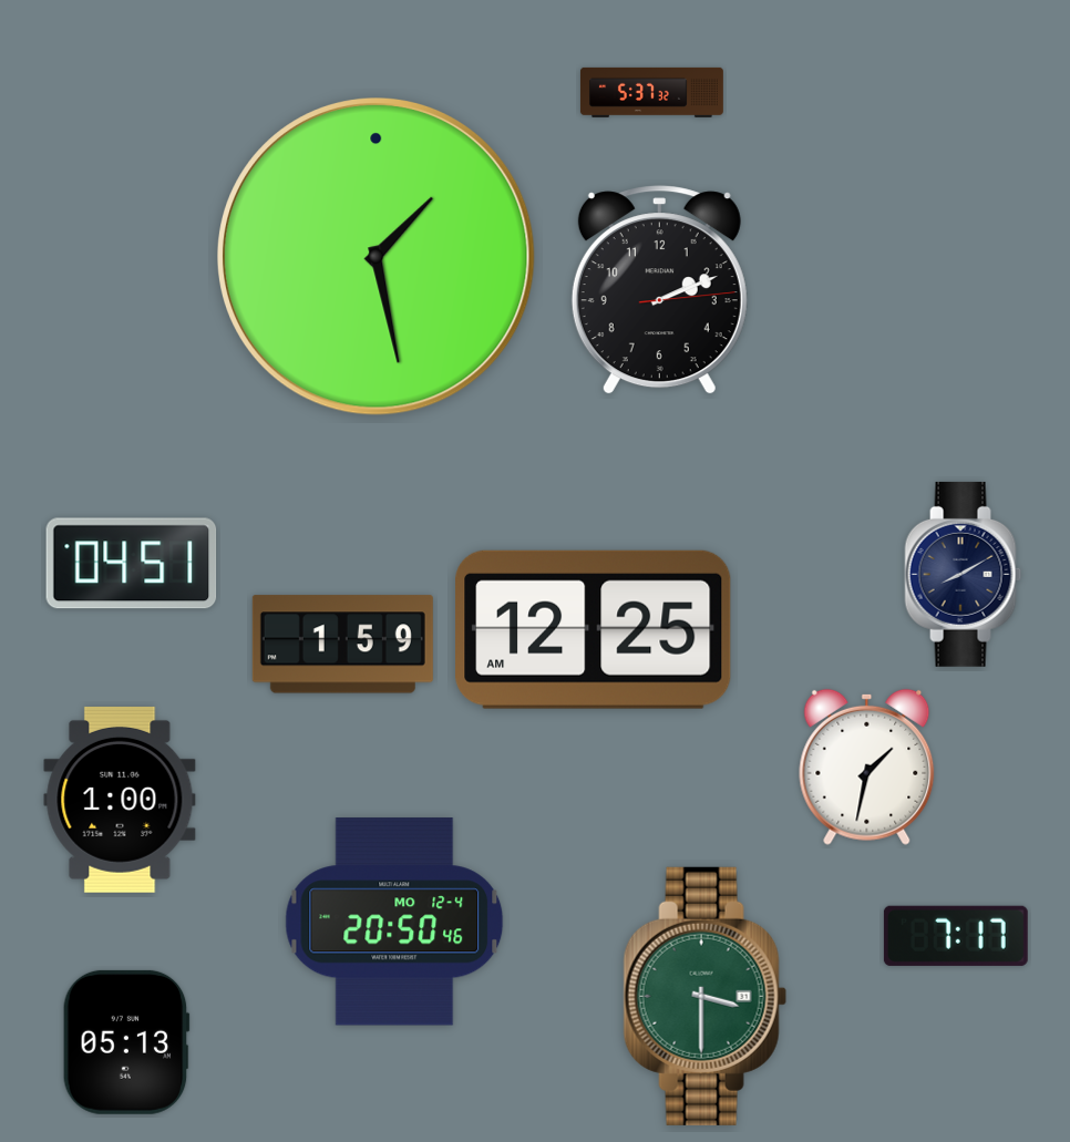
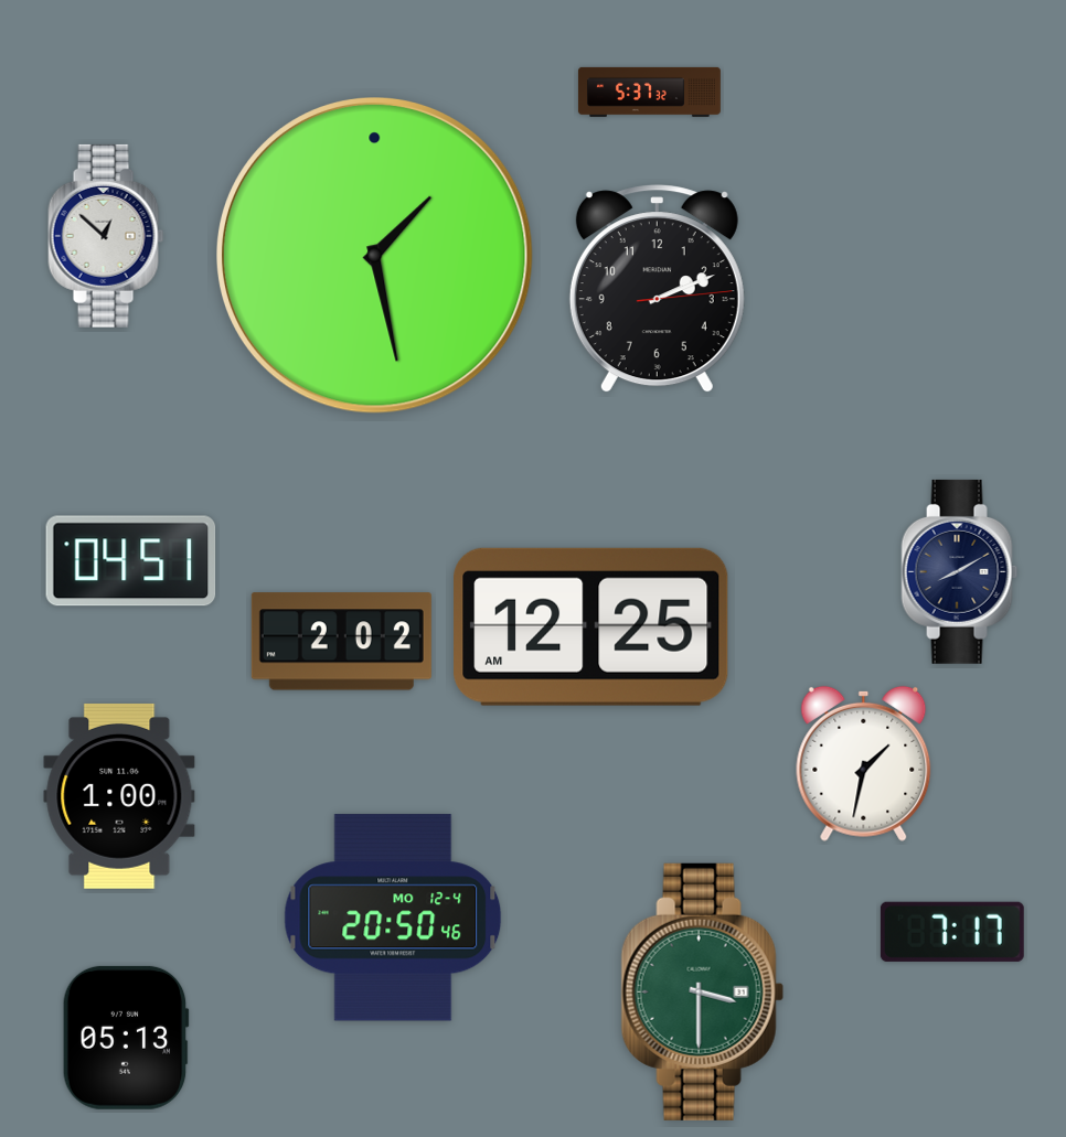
clock at (106, 236): none -> 12:52
clock at (342, 645): 1:59 -> 2:02
